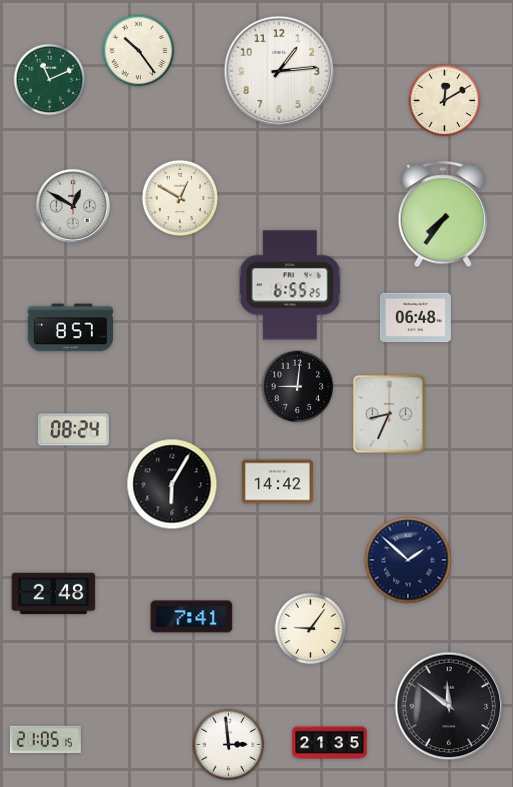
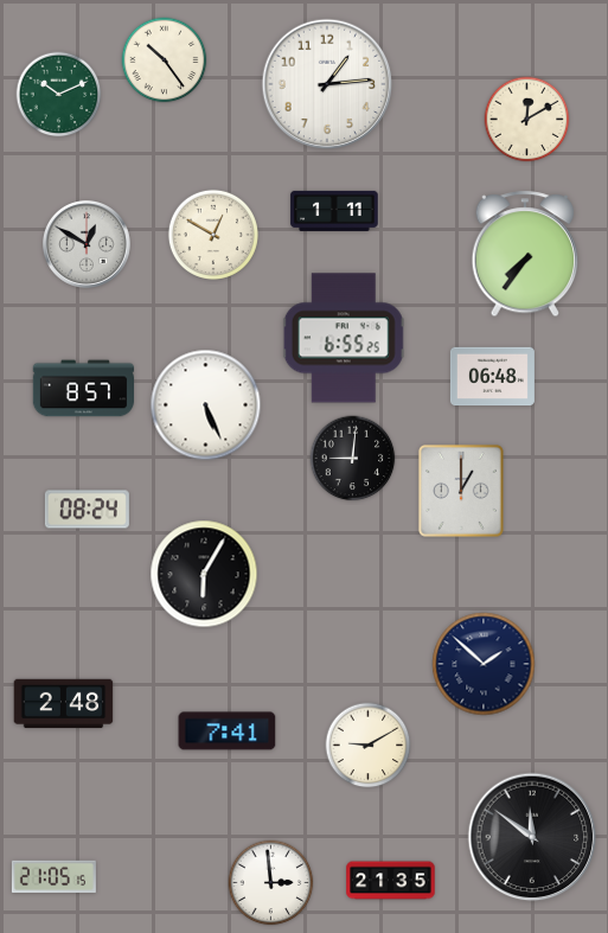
clock at (279, 71) position: (279, 71) -> (327, 84)
clock at (50, 80): 11:11 -> 10:11
clock at (334, 211): none -> 1:11
clock at (206, 405): none -> 5:26
clock at (389, 414): 8:34 -> 1:00
clock at (277, 482): 14:42 -> none
clock at (311, 629): 9:06 -> 9:10
